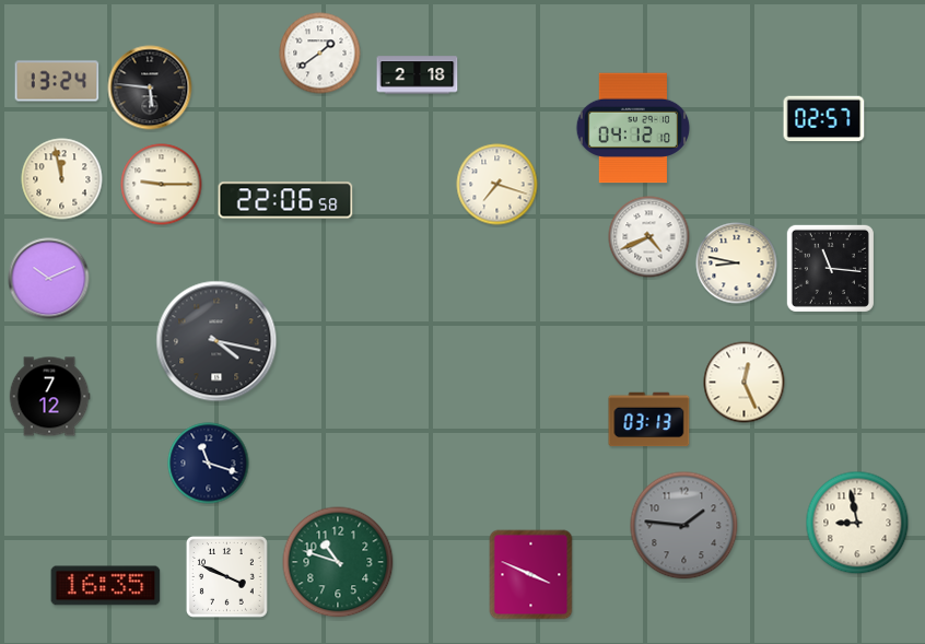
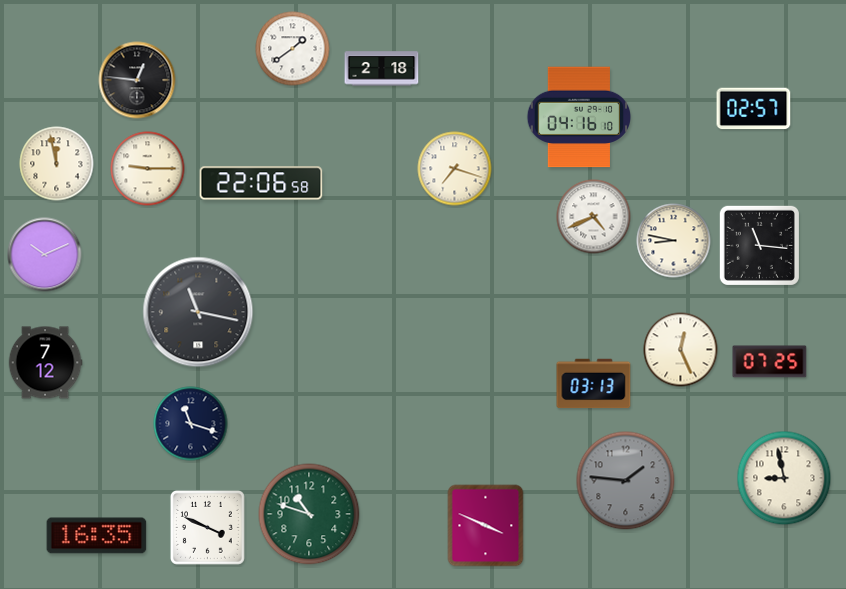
clock at (57, 81): 13:24 -> none
clock at (150, 87): 5:46 -> 12:46
clock at (632, 128): 04:12 -> 04:16
clock at (216, 341): 4:17 -> 11:17
clock at (770, 362): none -> 07:25
